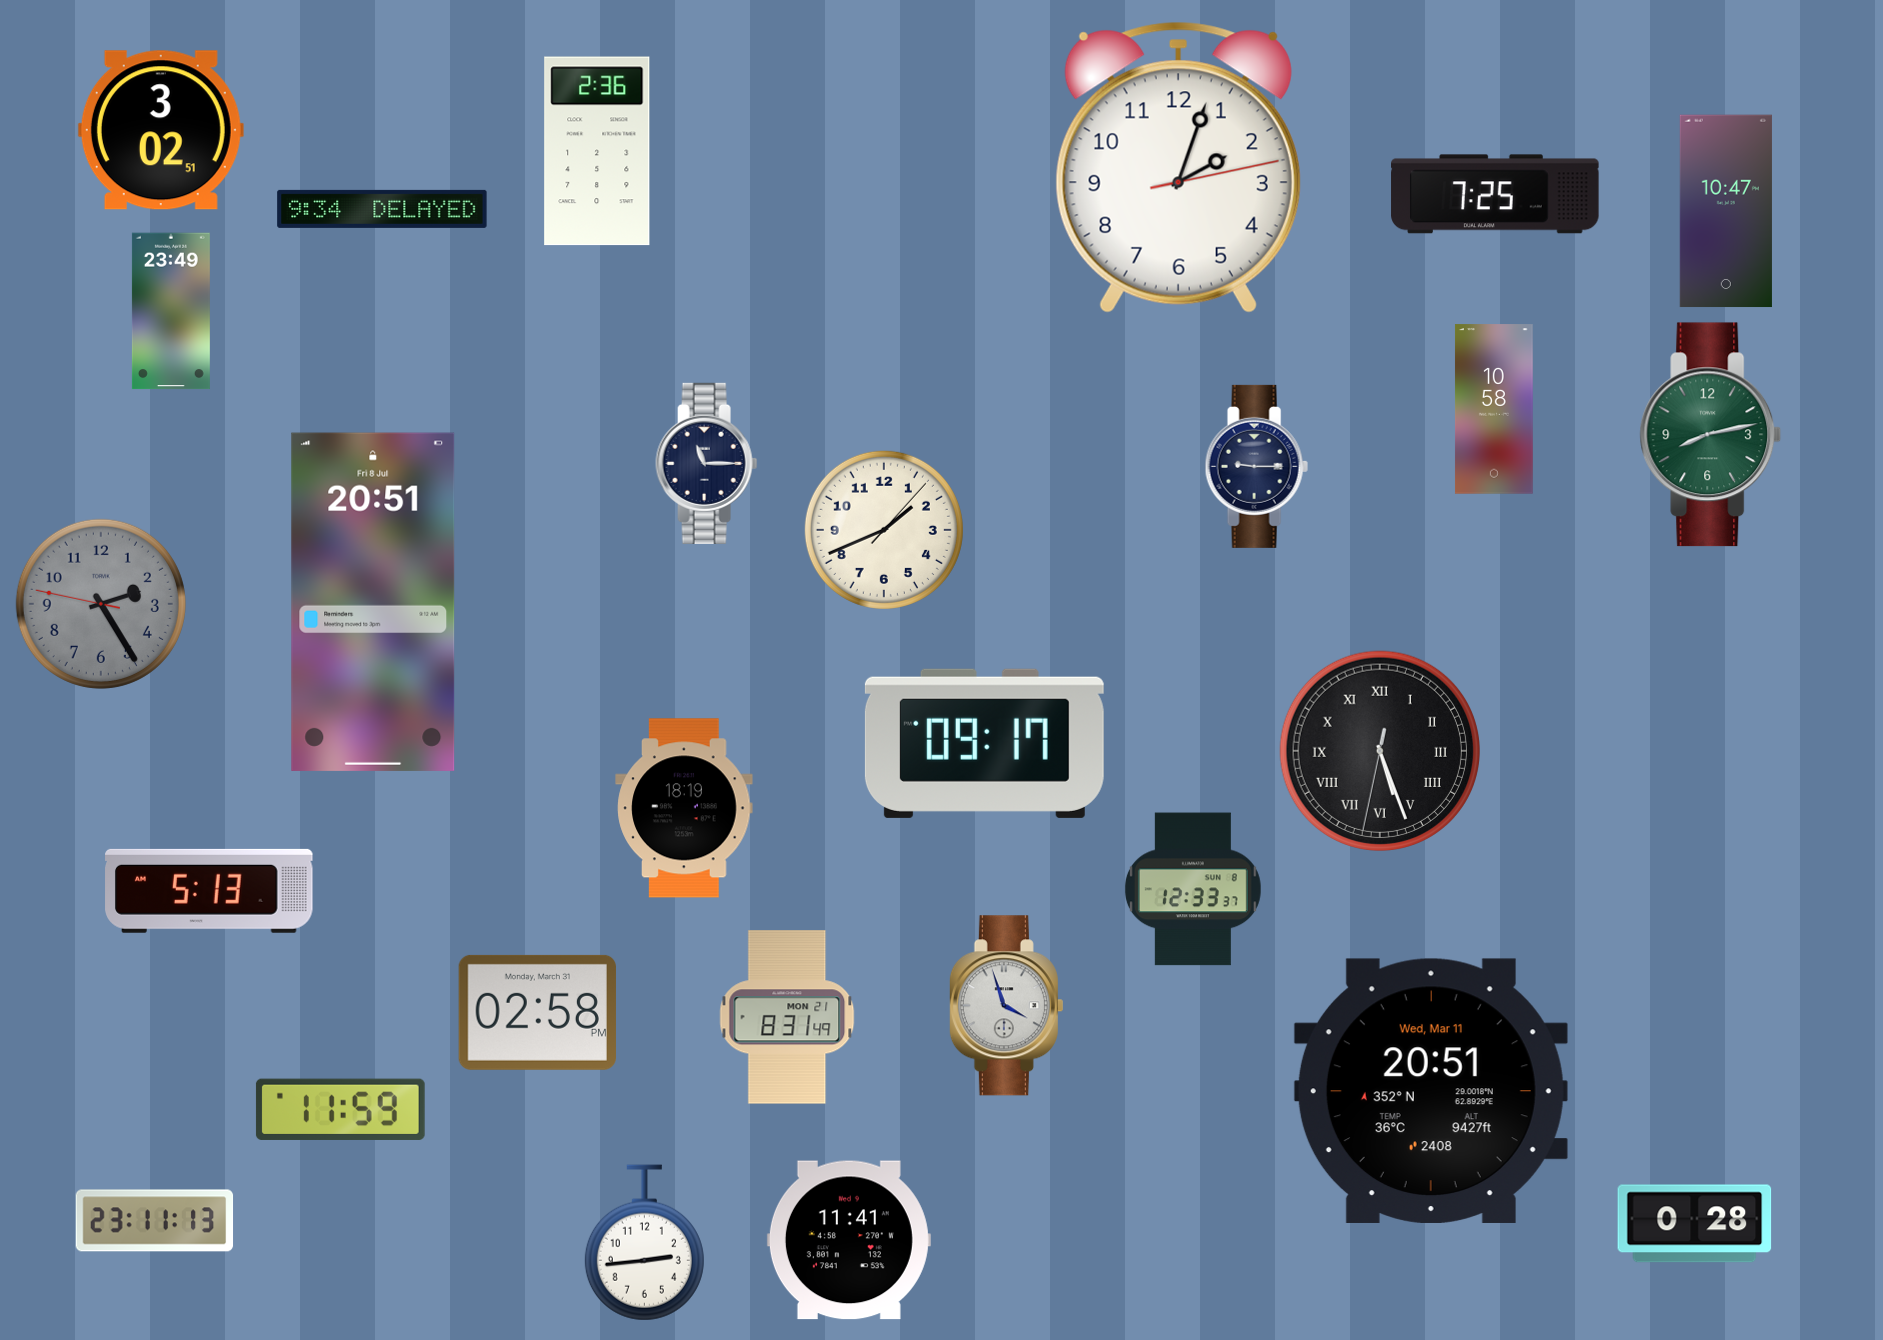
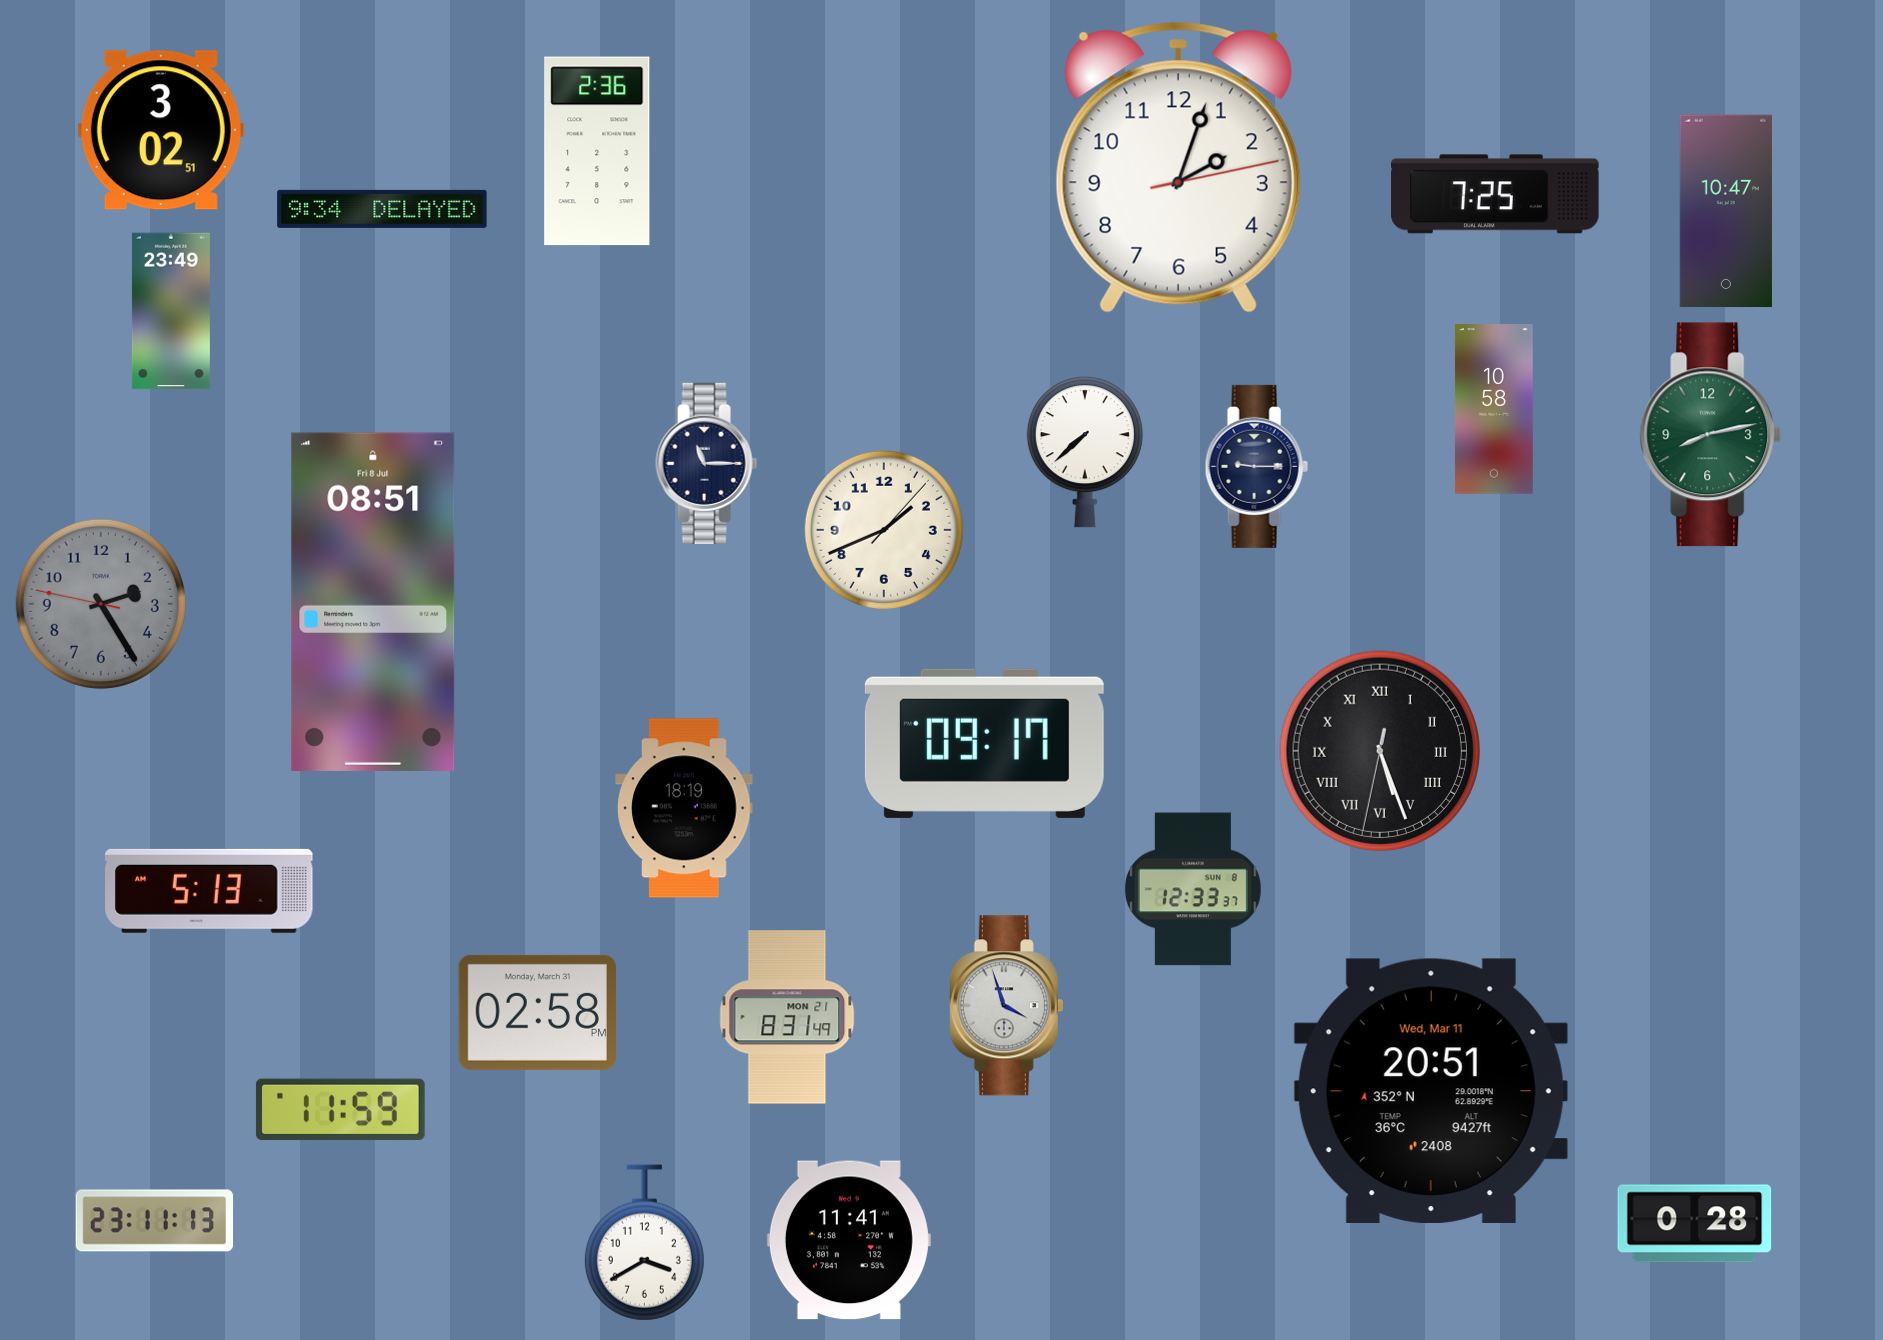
clock at (1085, 452): none -> 7:38
clock at (373, 602): 20:51 -> 08:51
clock at (644, 1243): 2:44 -> 3:40
